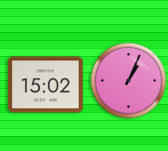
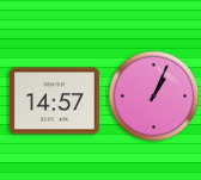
clock at (46, 85): 15:02 -> 14:57
